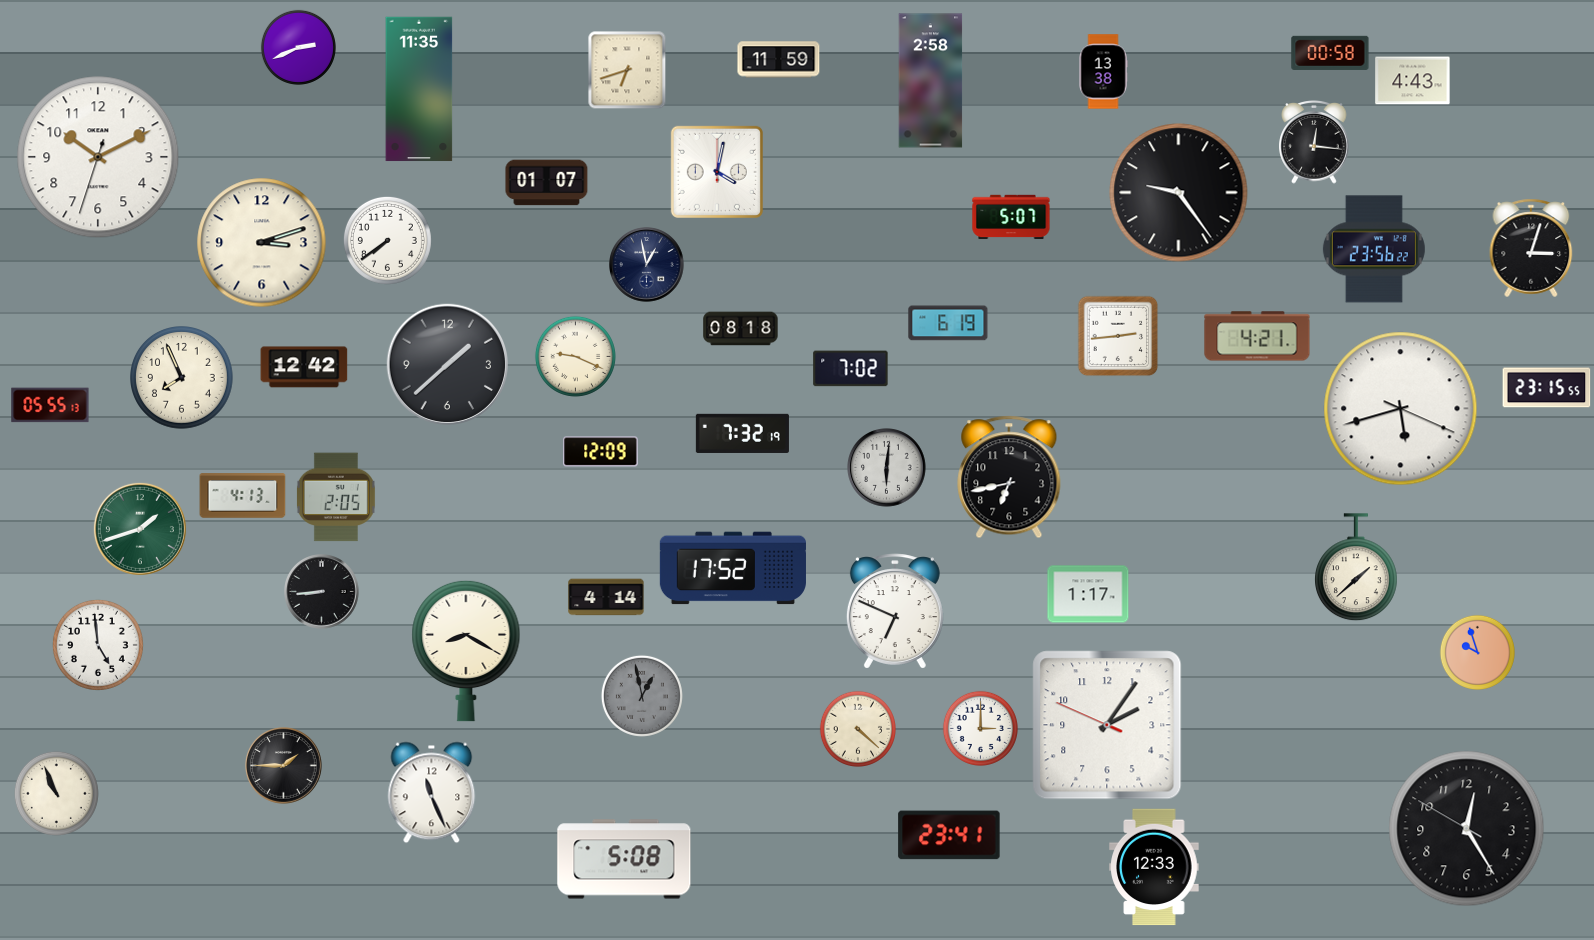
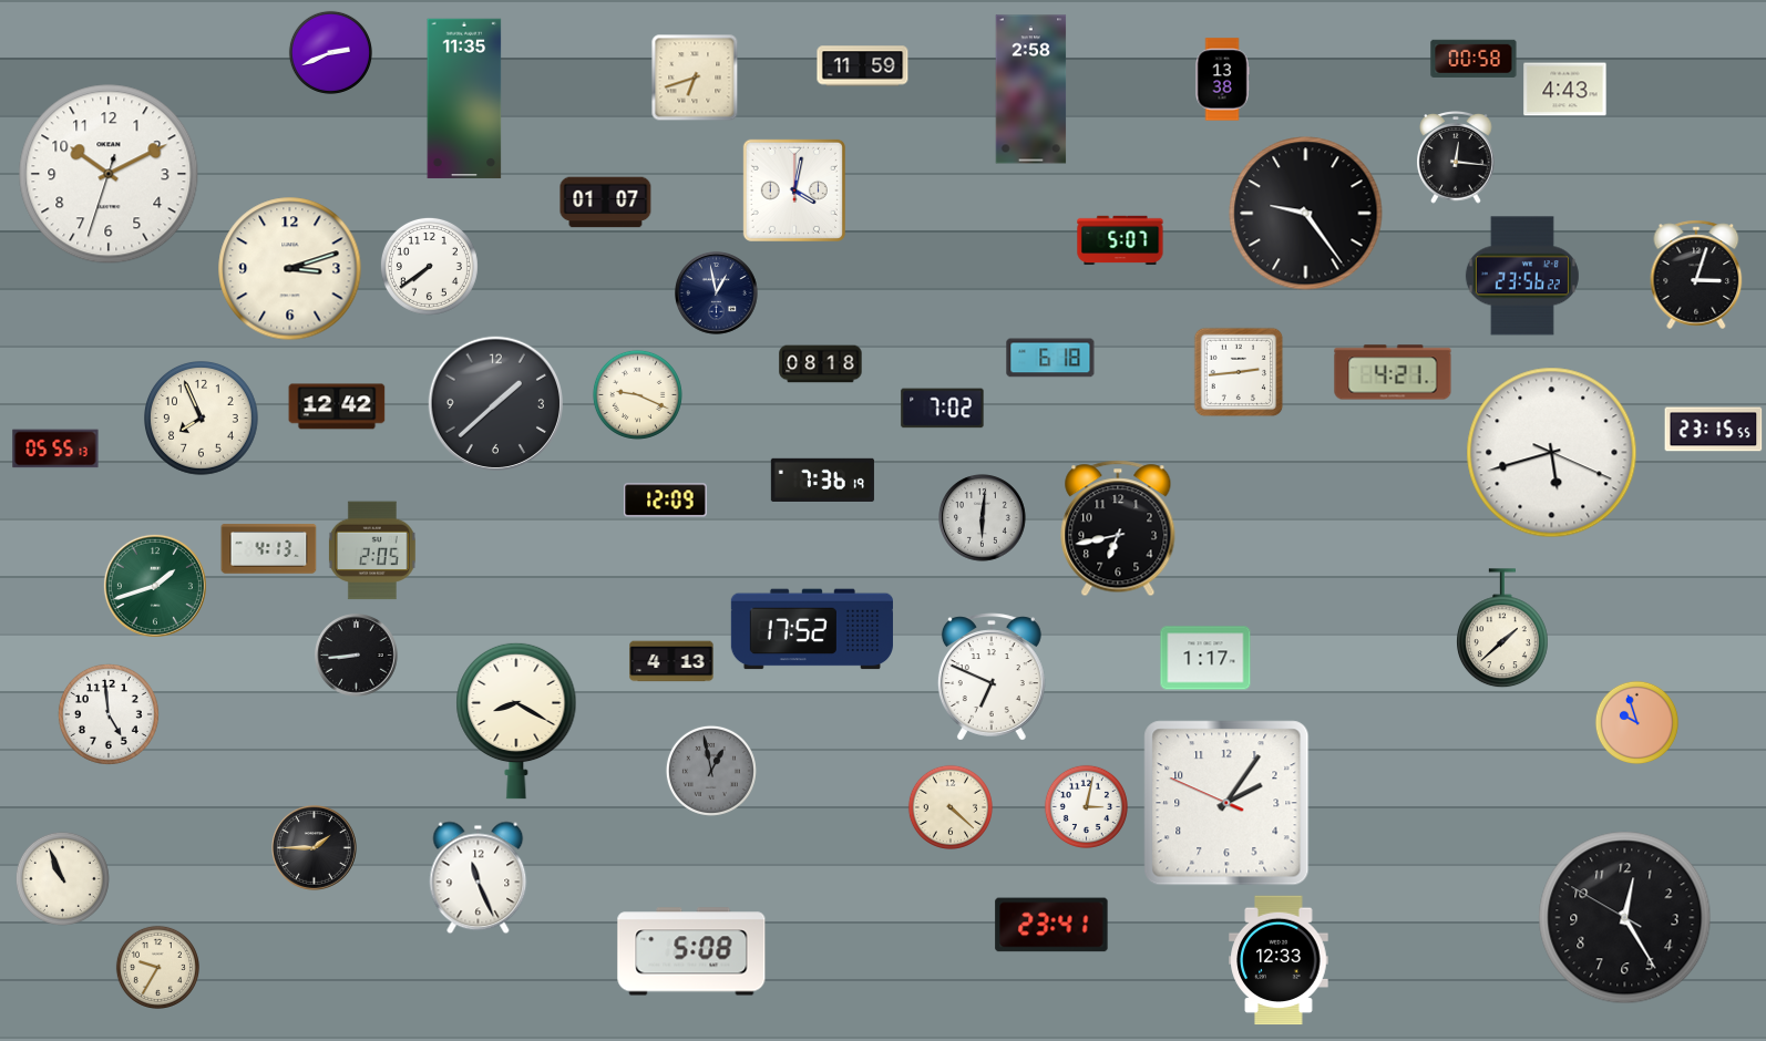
clock at (948, 323): 6:19 -> 6:18
clock at (742, 433): 7:32 -> 7:36
clock at (606, 597): 4:14 -> 4:13
clock at (980, 728): 3:00 -> 3:02
clock at (157, 967): none -> 9:35
